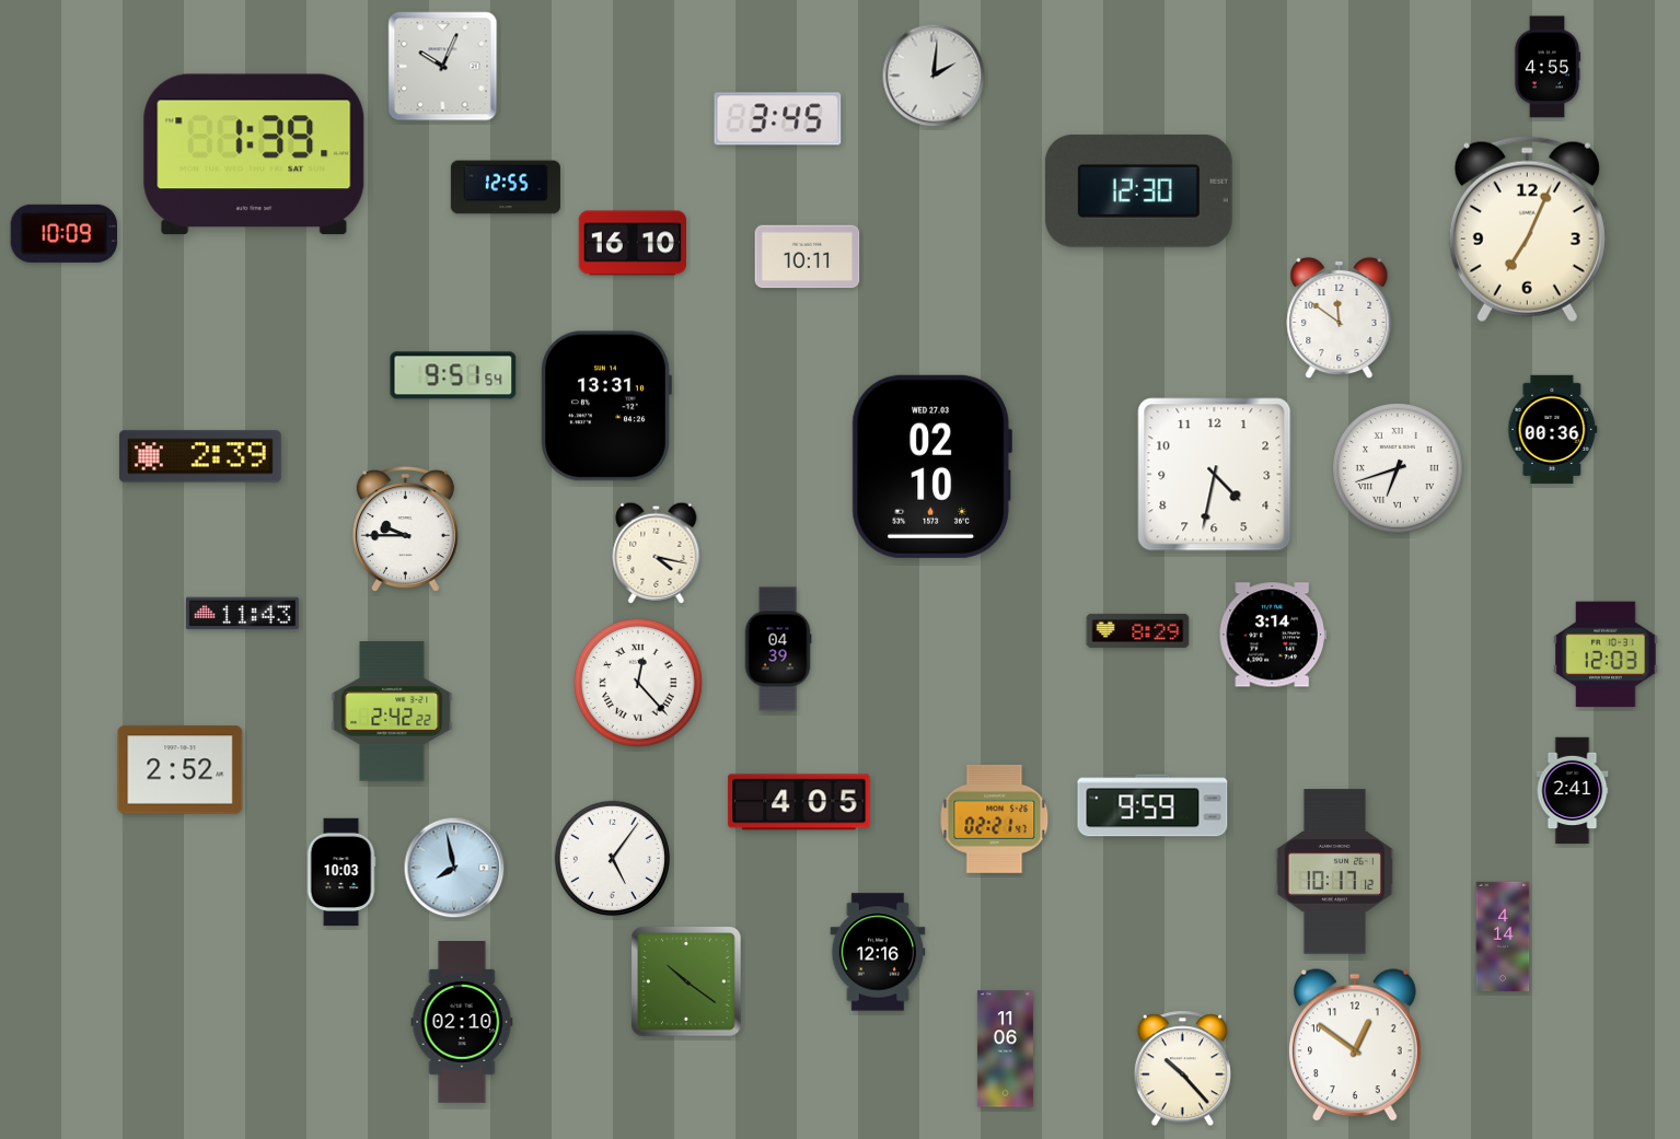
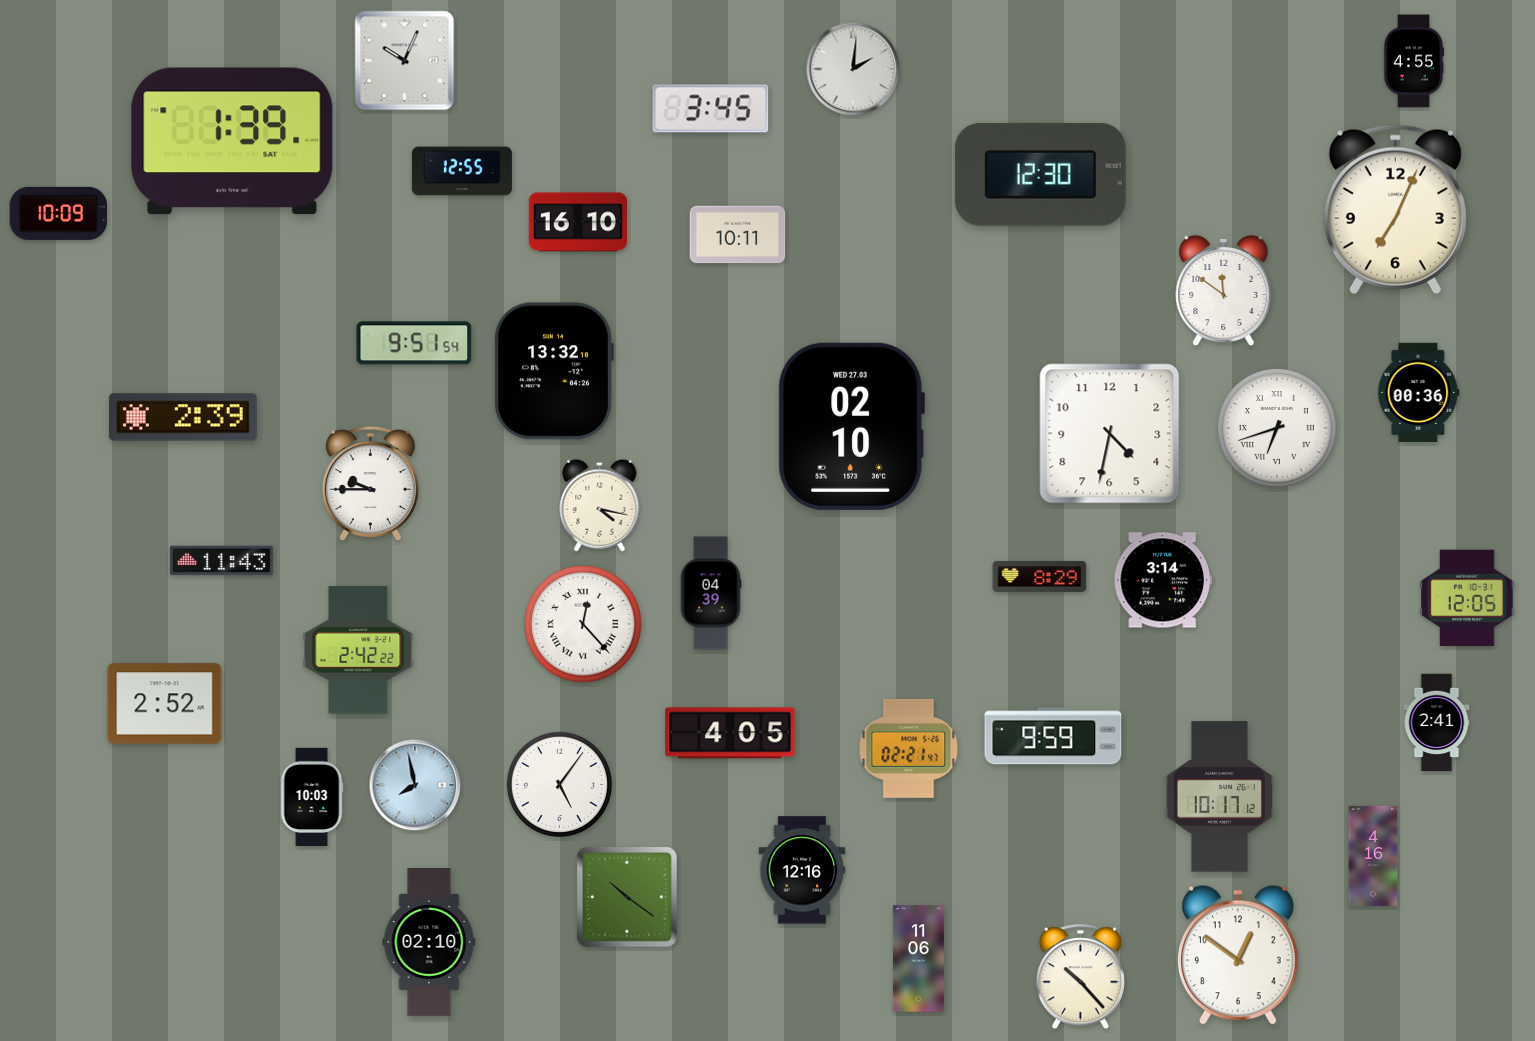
clock at (606, 406): 13:31 -> 13:32
clock at (1606, 654): 12:03 -> 12:05
clock at (454, 868) position: (454, 868) -> (415, 785)
clock at (1503, 937): 4:14 -> 4:16
clock at (462, 1023) position: (462, 1023) -> (429, 943)
